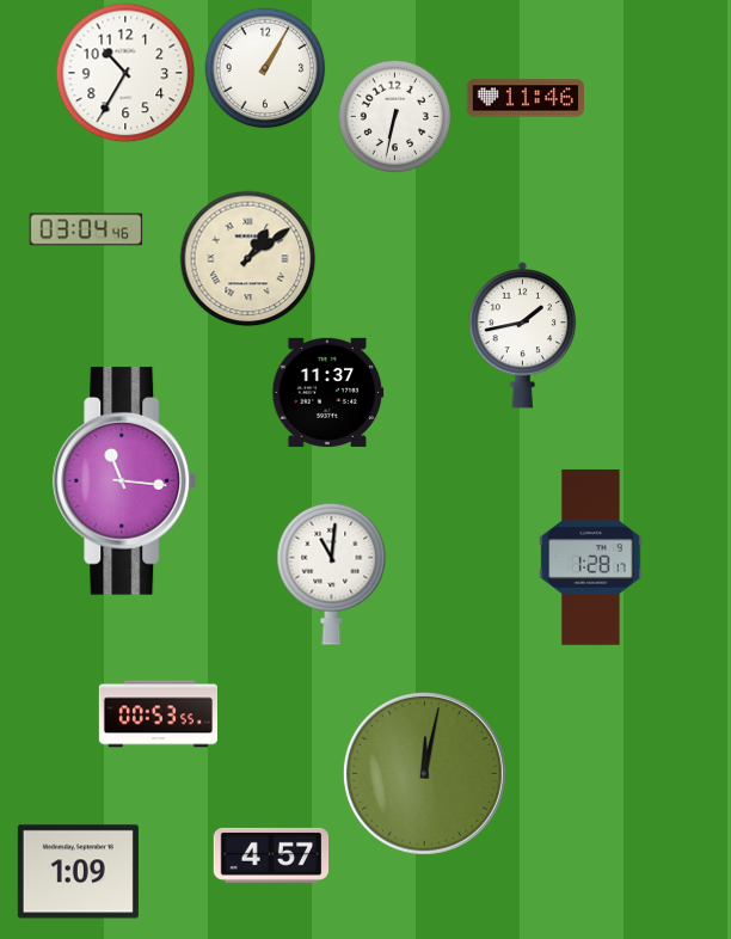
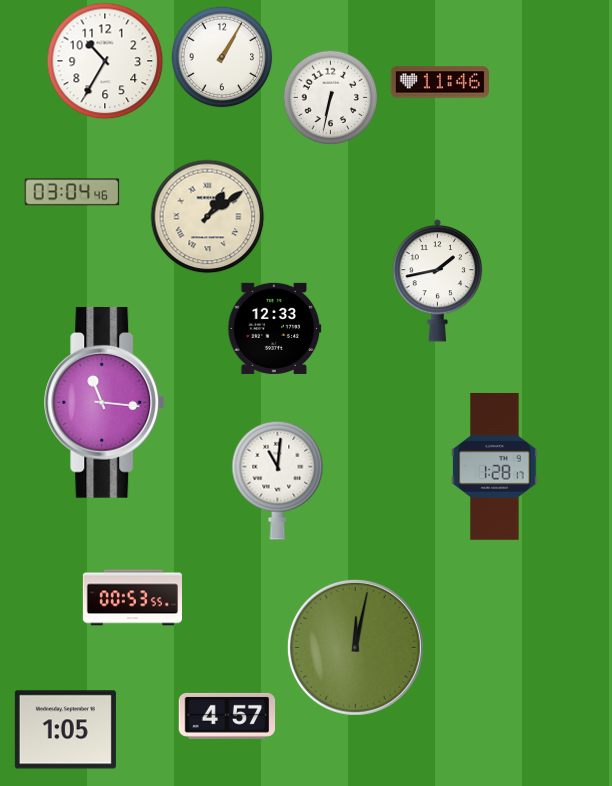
clock at (328, 392): 11:37 -> 12:33
clock at (78, 872): 1:09 -> 1:05
